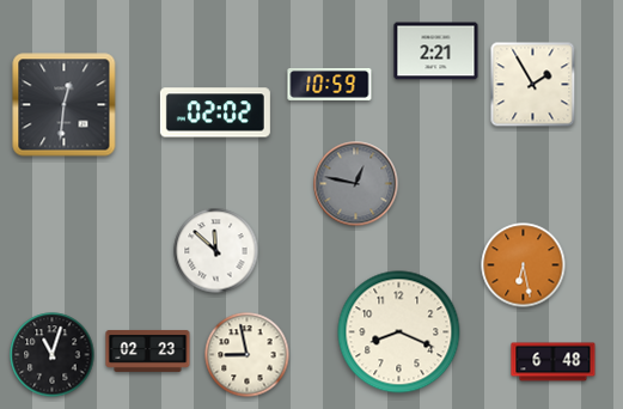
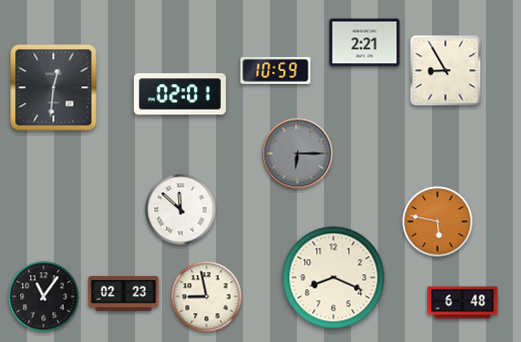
clock at (533, 85): 1:55 -> 8:55
clock at (215, 112): 02:02 -> 02:01
clock at (356, 184): 12:47 -> 6:15
clock at (524, 265): 6:28 -> 5:47
clock at (53, 355): 11:03 -> 11:06
